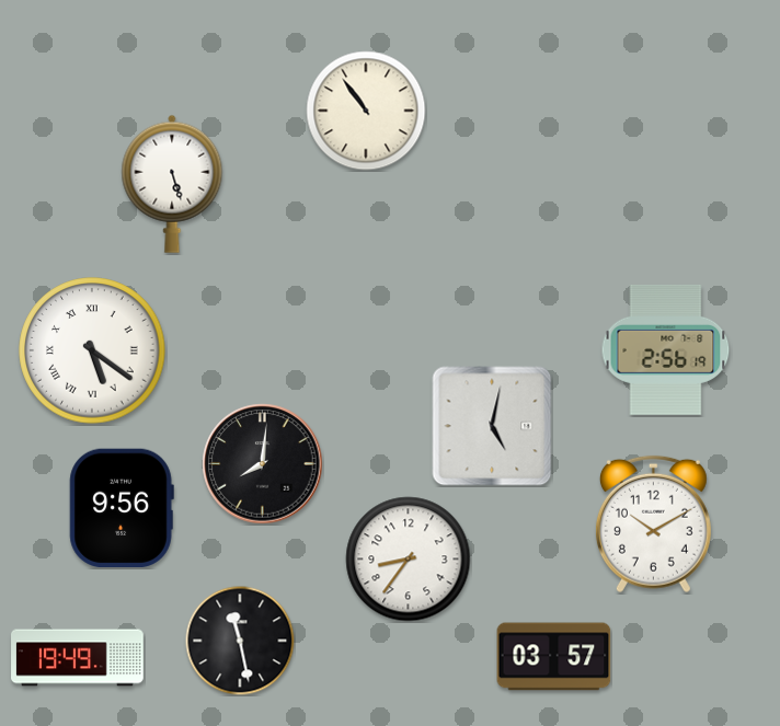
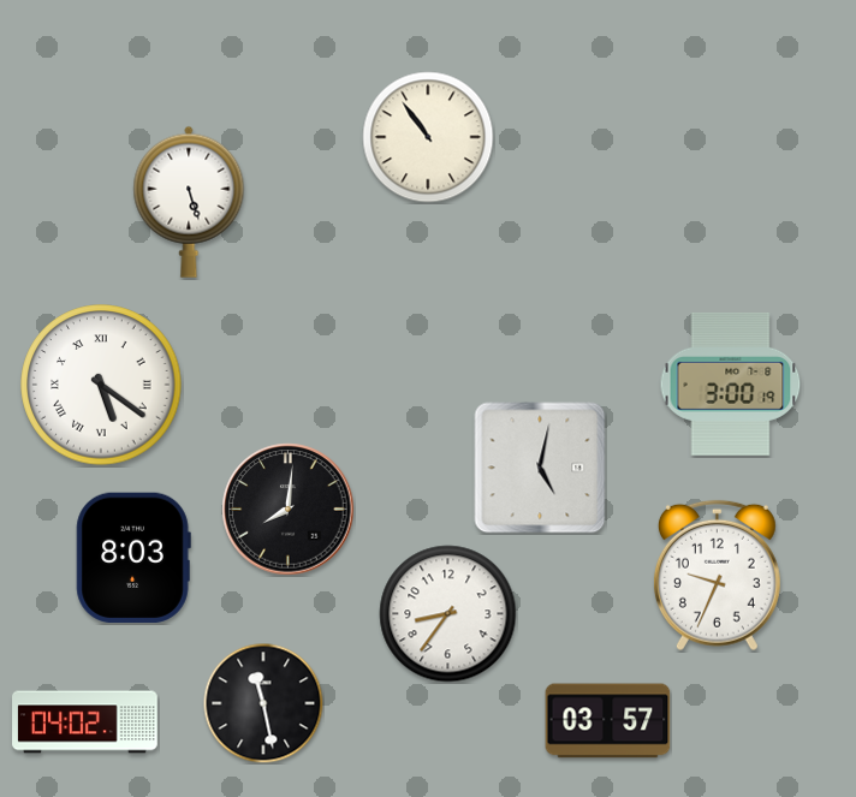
clock at (366, 111) position: (366, 111) -> (428, 137)
clock at (666, 349): 2:56 -> 3:00
clock at (122, 507): 9:56 -> 8:03
clock at (653, 525): 10:10 -> 9:34
clock at (78, 658): 19:49 -> 04:02
